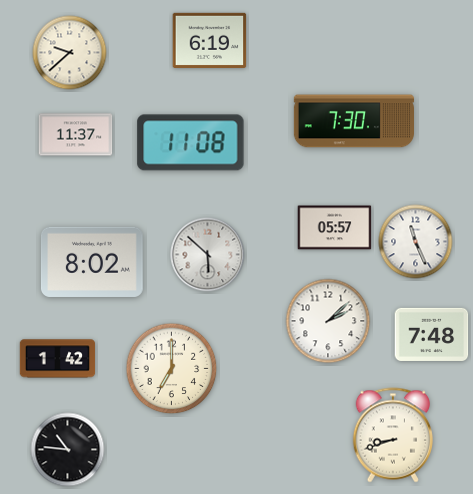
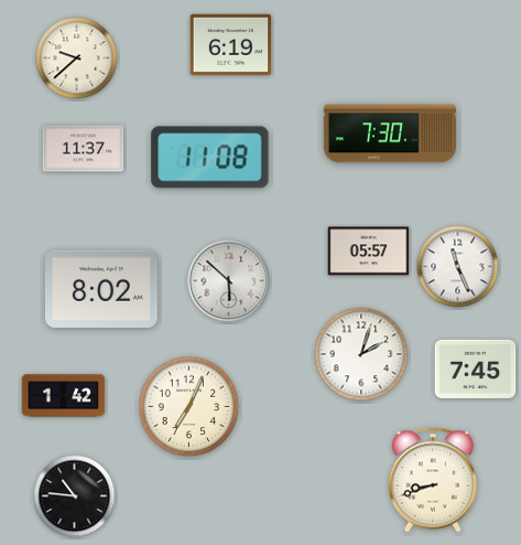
clock at (328, 321): 2:08 -> 2:03
clock at (432, 334): 7:48 -> 7:45
clock at (172, 369): 7:00 -> 7:04
